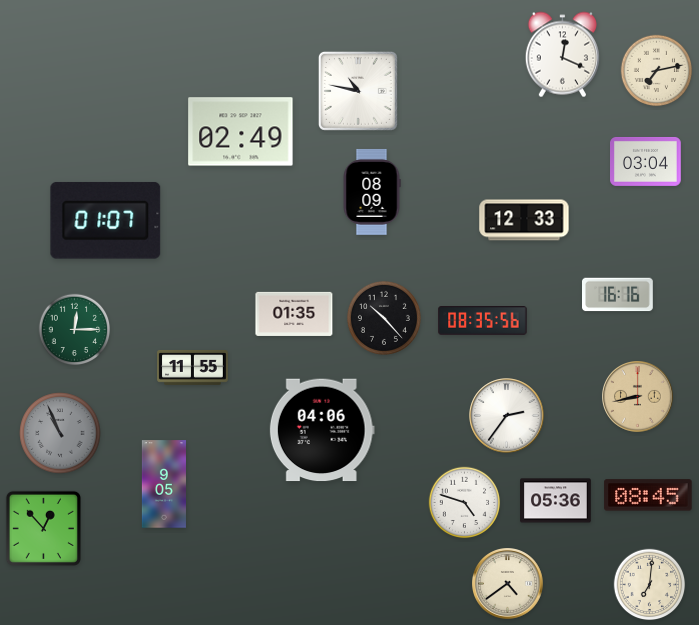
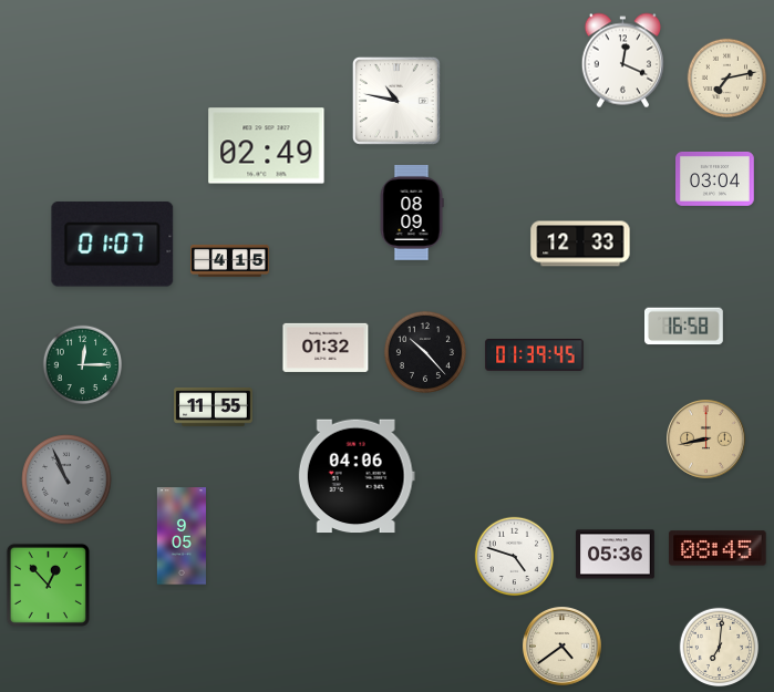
clock at (106, 221) position: (106, 221) -> (113, 245)
clock at (230, 261): none -> 4:15
clock at (618, 295): 16:16 -> 16:58
clock at (294, 314): 01:35 -> 01:32
clock at (483, 321): 08:35 -> 01:39
clock at (507, 416): 2:36 -> none
